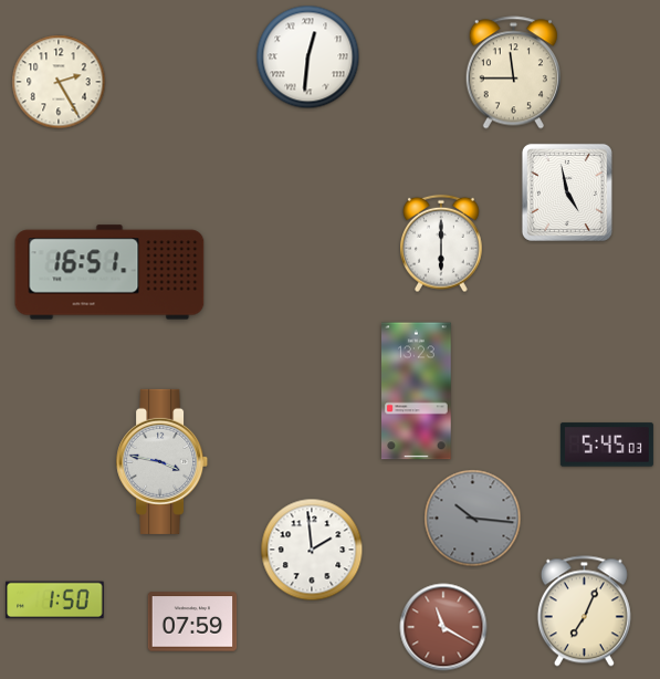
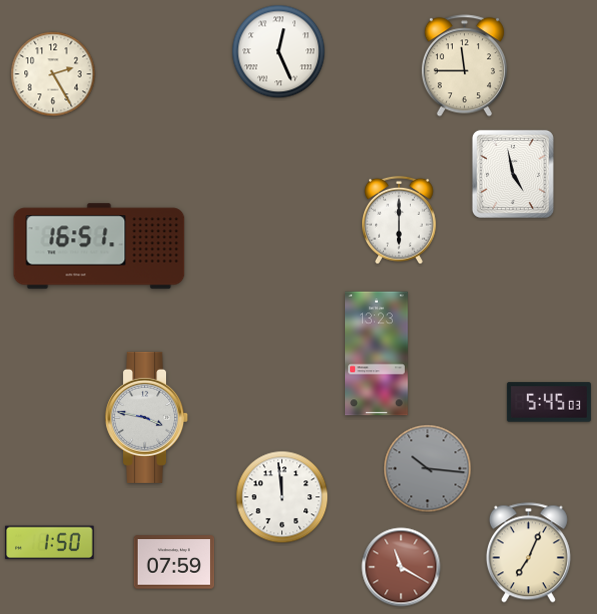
clock at (308, 58): 12:31 -> 12:26
clock at (312, 550): 1:59 -> 11:59
